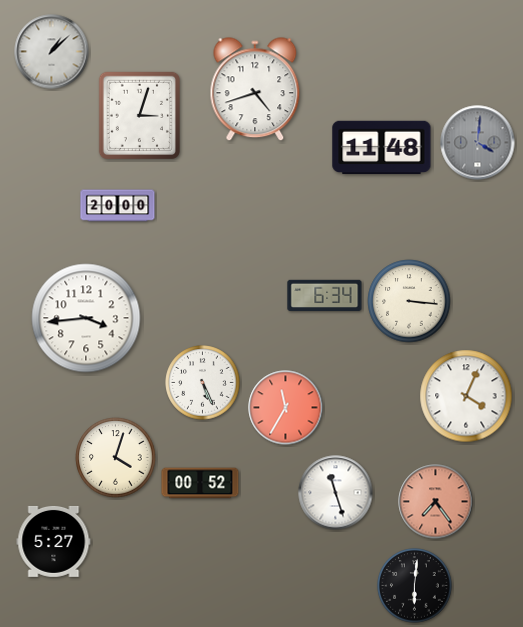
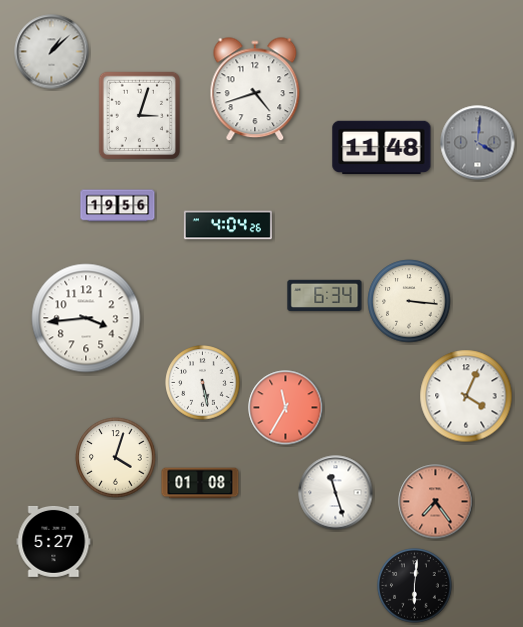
clock at (118, 206): 20:00 -> 19:56
clock at (228, 225): none -> 4:04
clock at (203, 383): 5:26 -> 5:28
clock at (200, 483): 00:52 -> 01:08
